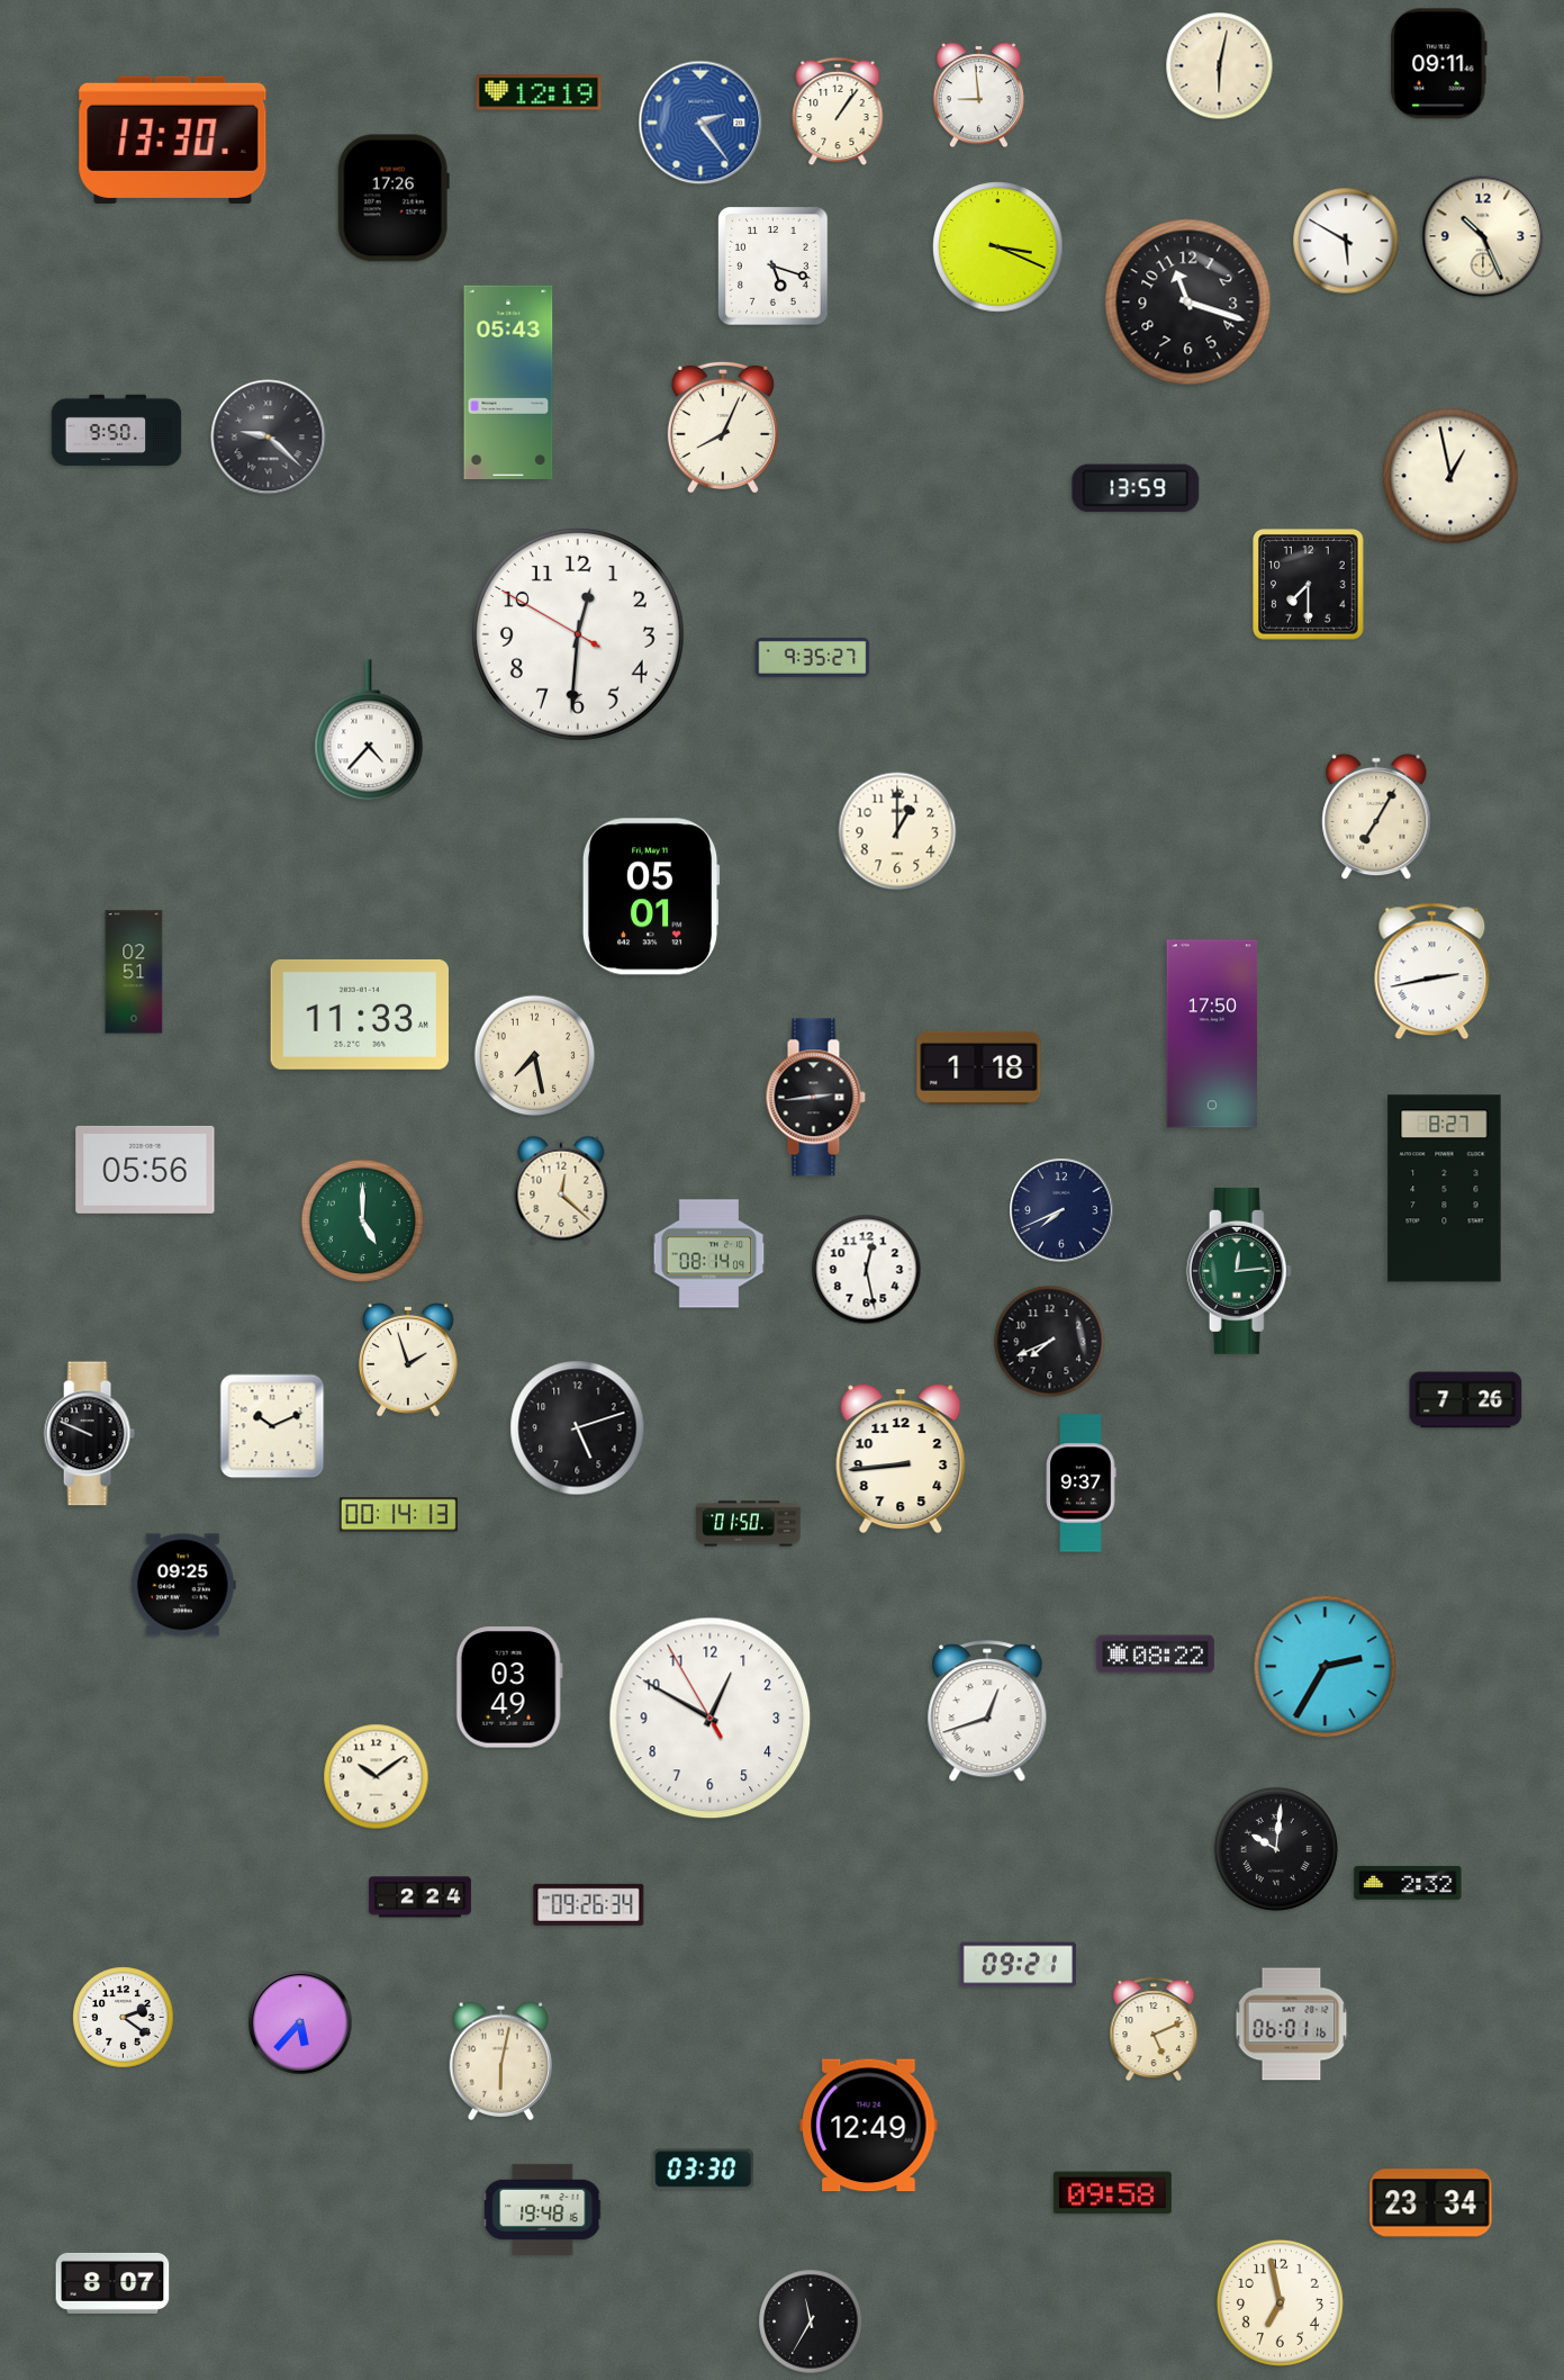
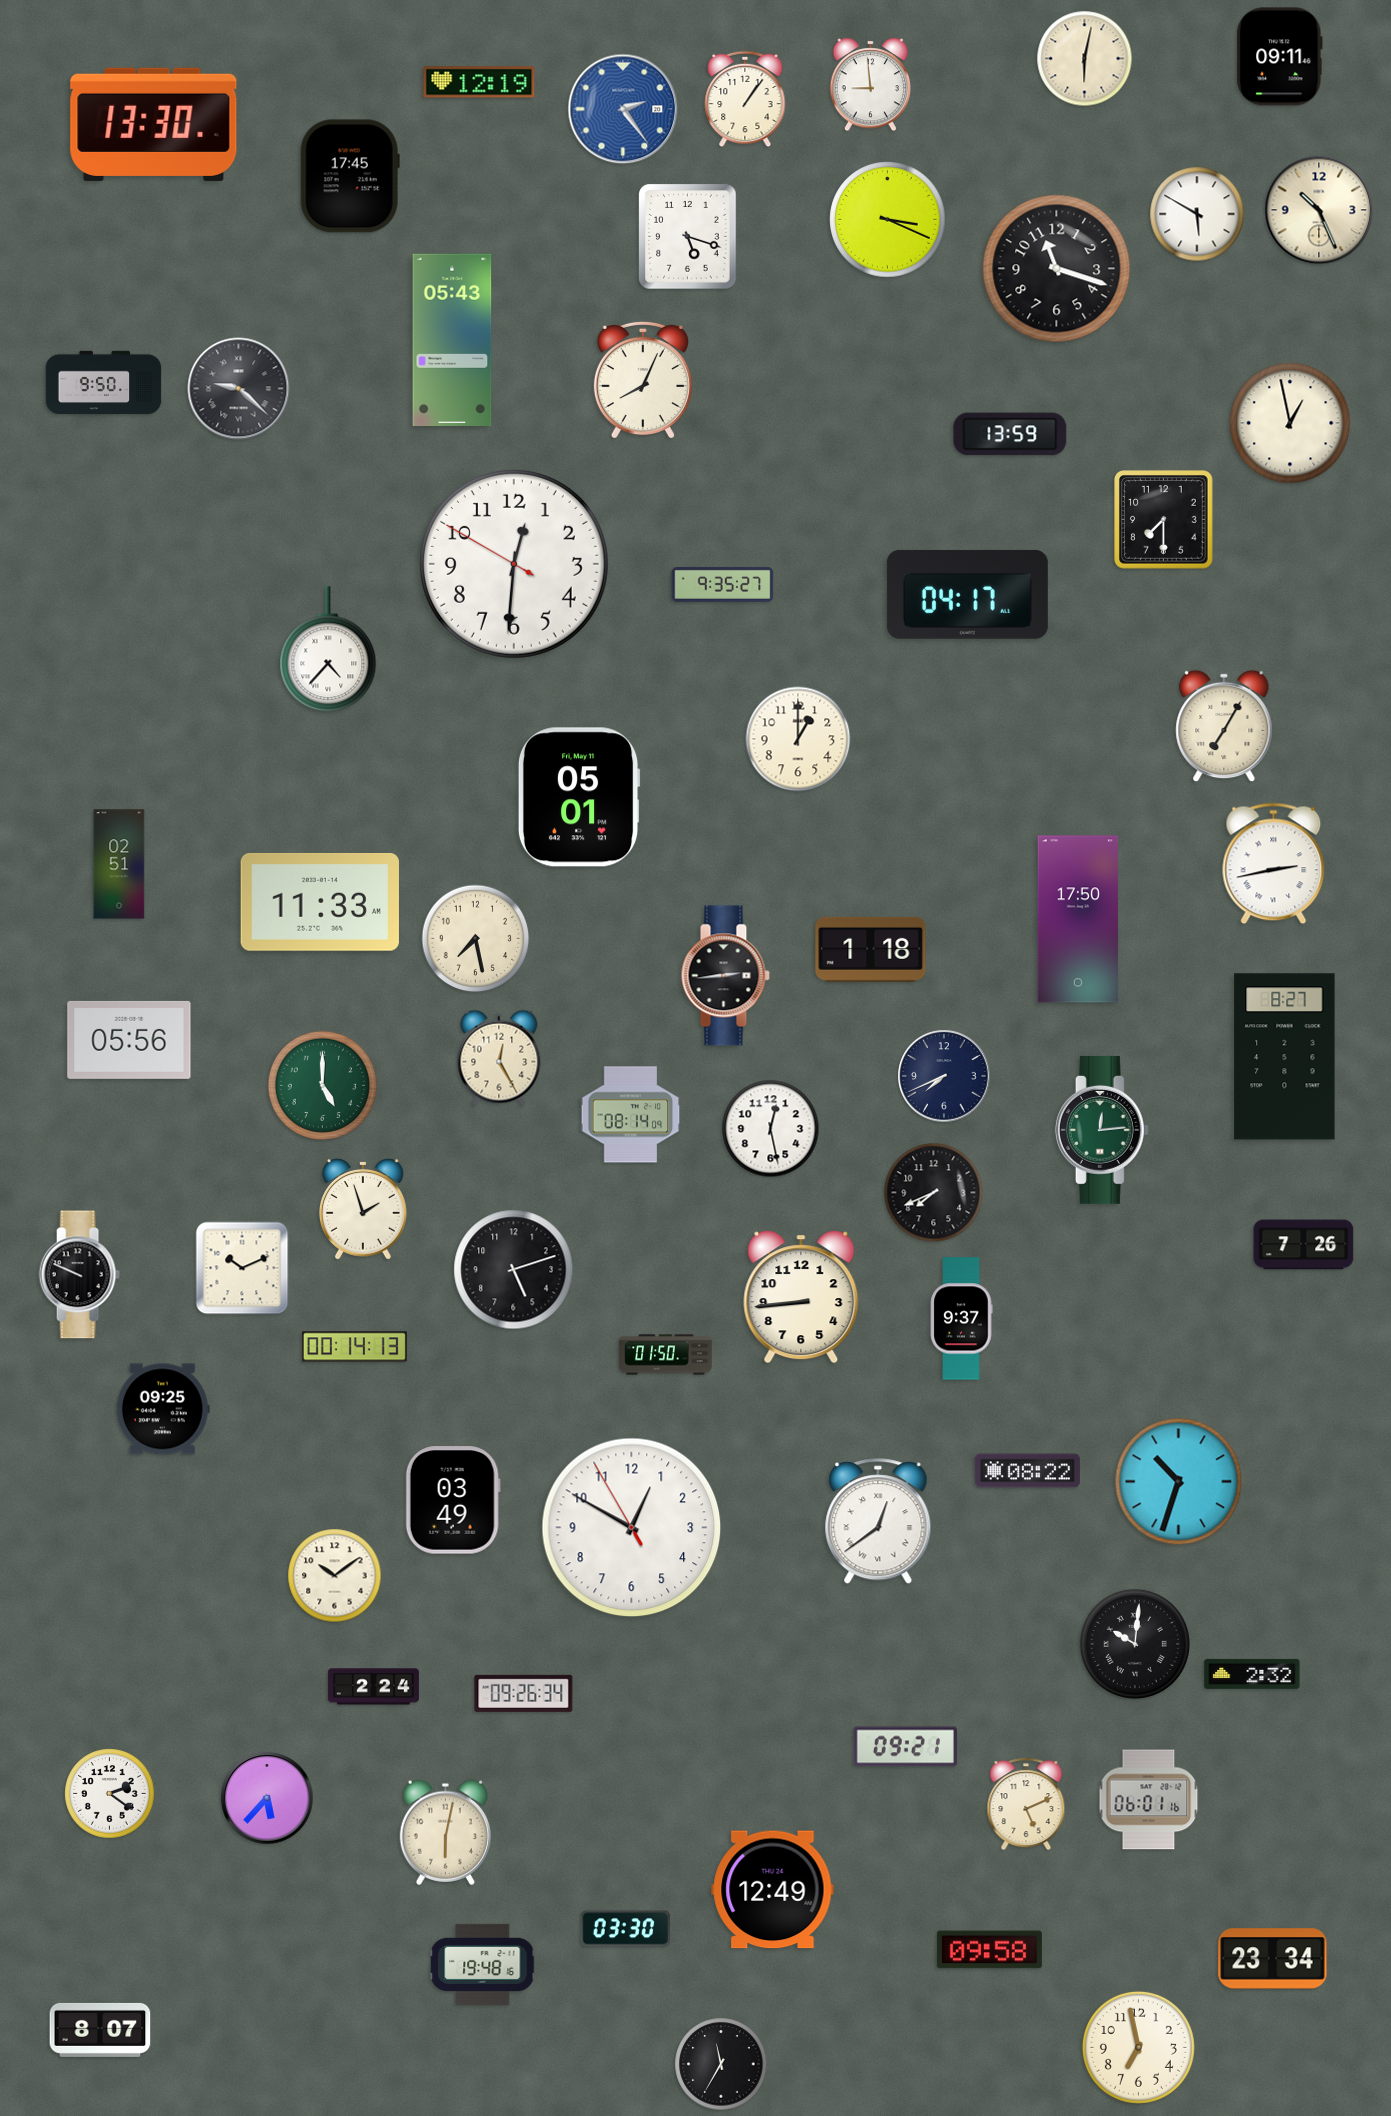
clock at (394, 198): 17:26 -> 17:45
clock at (967, 594): none -> 04:17
clock at (561, 1190): 12:22 -> 12:25
clock at (1326, 1667): 2:35 -> 10:33
clock at (987, 1712): 12:42 -> 12:39
clock at (377, 1777) position: (377, 1777) -> (335, 1576)
